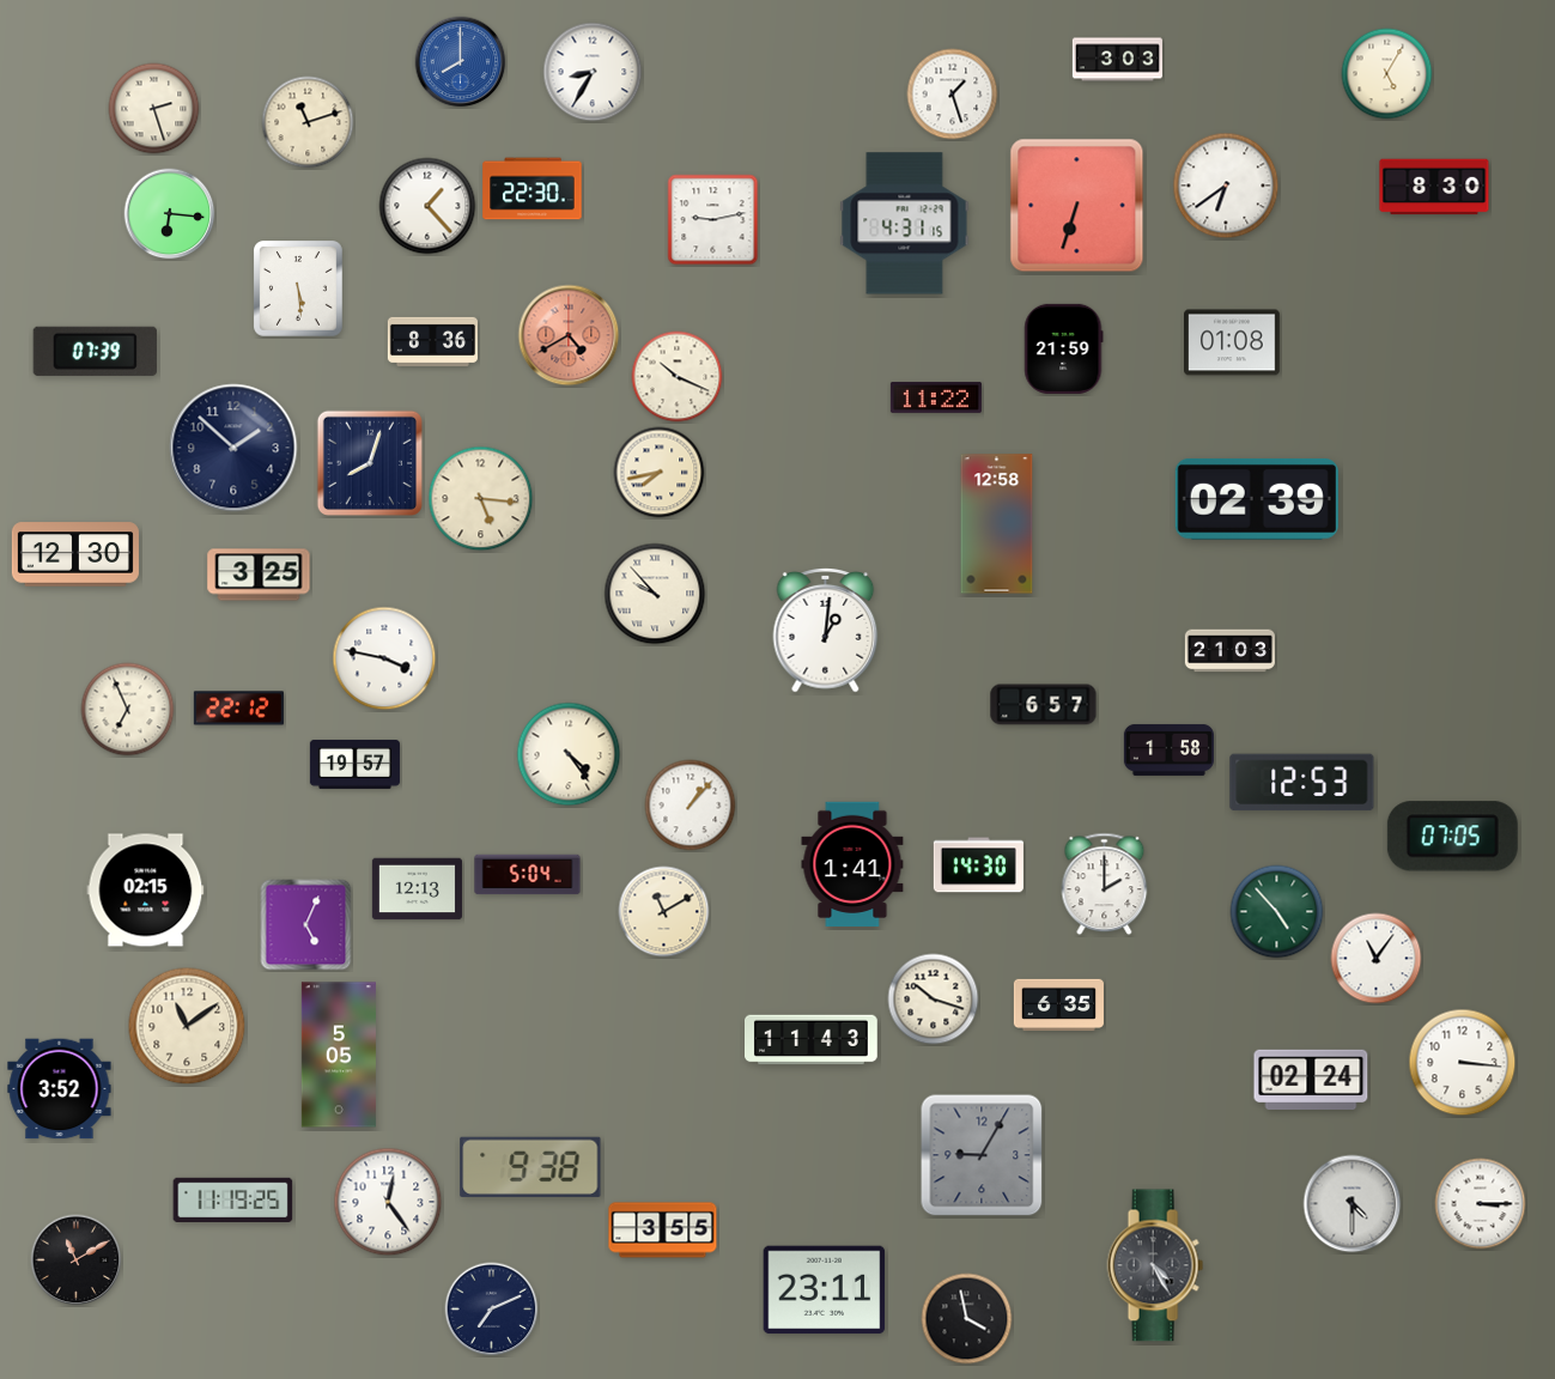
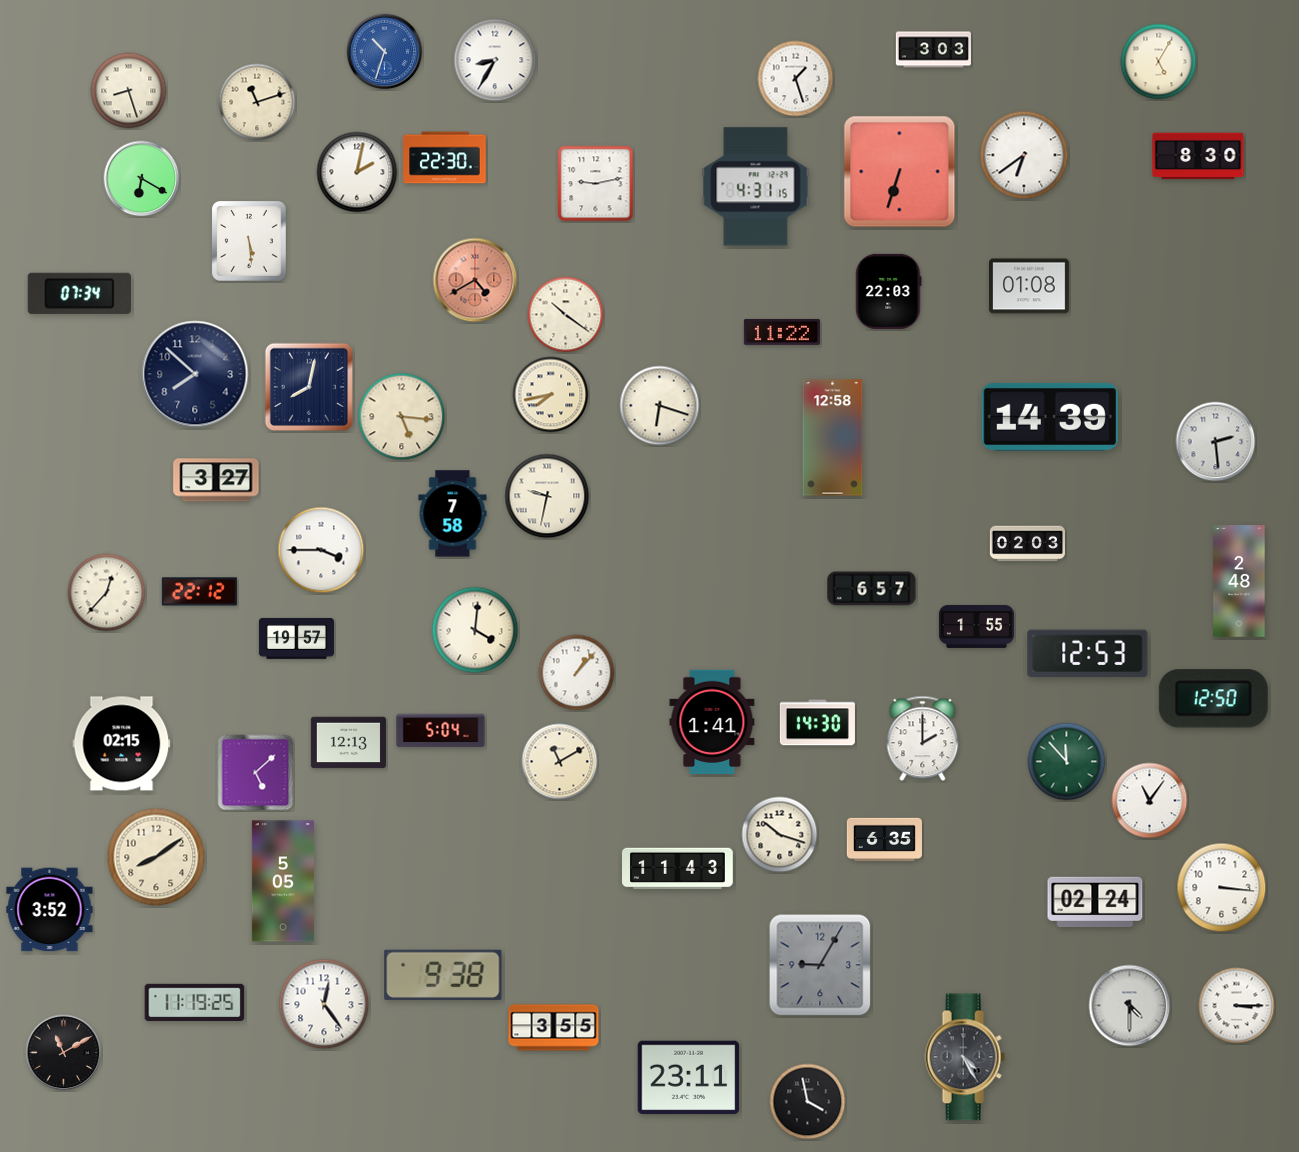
clock at (461, 62): 8:00 -> 10:33
clock at (154, 109): 2:27 -> 8:27
clock at (427, 206): 1:23 -> 2:02
clock at (170, 214): 6:16 -> 6:20
clock at (432, 341): 8:36 -> none
clock at (1064, 348): 21:59 -> 22:03
clock at (95, 351): 07:39 -> 07:34
clock at (678, 377): 10:19 -> 10:21
clock at (233, 448): 1:52 -> 7:52
clock at (370, 463): 8:03 -> 8:02
clock at (660, 406): none -> 6:18
clock at (1257, 499): 02:39 -> 14:39
clock at (1216, 442): none -> 2:29
clock at (75, 554): 12:30 -> none
clock at (259, 575): 3:25 -> 3:27
clock at (655, 594): 9:53 -> 9:32
clock at (453, 514): none -> 7:58
clock at (826, 631): 1:01 -> none
clock at (1229, 651): 21:03 -> 02:03
clock at (384, 658): 3:47 -> 3:45
clock at (1239, 581): none -> 2:48
clock at (128, 710): 6:56 -> 12:37
clock at (1168, 749): 1:58 -> 1:55
clock at (569, 754): 4:24 -> 4:01
clock at (1452, 837): 07:05 -> 12:50
clock at (664, 912) position: (664, 912) -> (560, 762)
clock at (1277, 912): 4:53 -> 11:53
clock at (306, 925): 5:04 -> 5:08
clock at (187, 1026): 11:09 -> 8:09
clock at (492, 1310): 7:11 -> none
